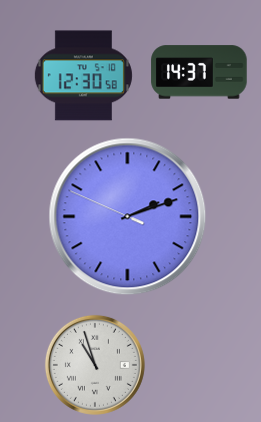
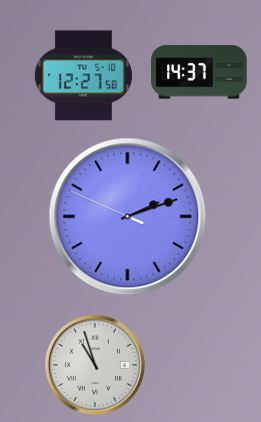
clock at (83, 76): 12:30 -> 12:27
